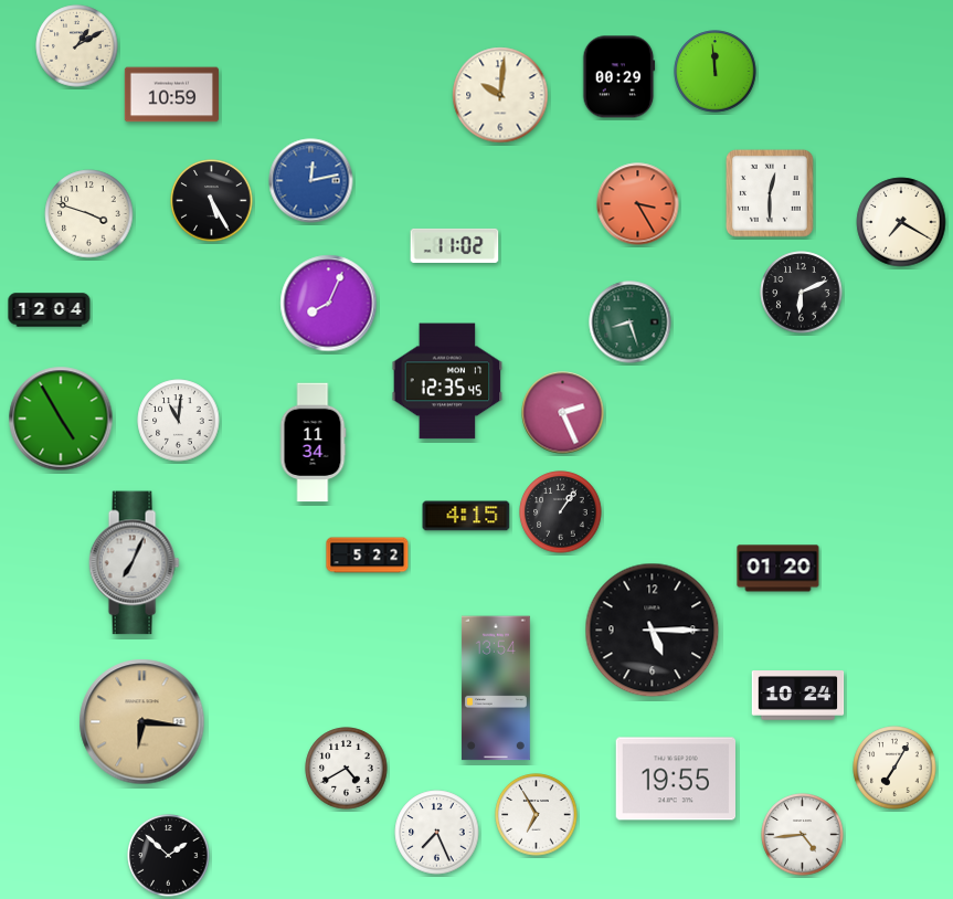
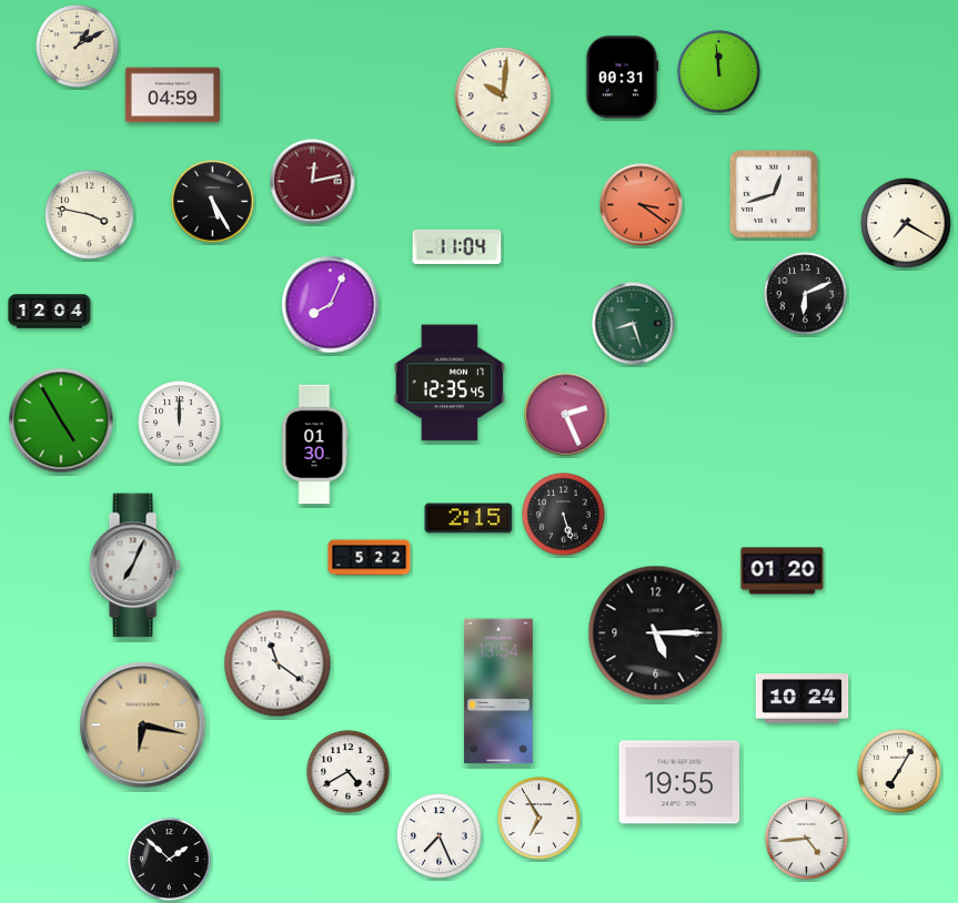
clock at (620, 77): 00:29 -> 00:31
clock at (171, 95): 10:59 -> 04:59
clock at (311, 181) dial: blue -> burgundy
clock at (770, 193): 12:30 -> 12:42
clock at (638, 204): 3:25 -> 3:21
clock at (89, 214): 3:48 -> 3:47
clock at (455, 245): 11:02 -> 11:04
clock at (179, 421): 11:01 -> 12:00
clock at (313, 443): 11:34 -> 01:30
clock at (561, 512): 1:06 -> 5:27
clock at (466, 516): 4:15 -> 2:15
clock at (278, 663): none -> 11:21
clock at (142, 722): 6:16 -> 6:17
